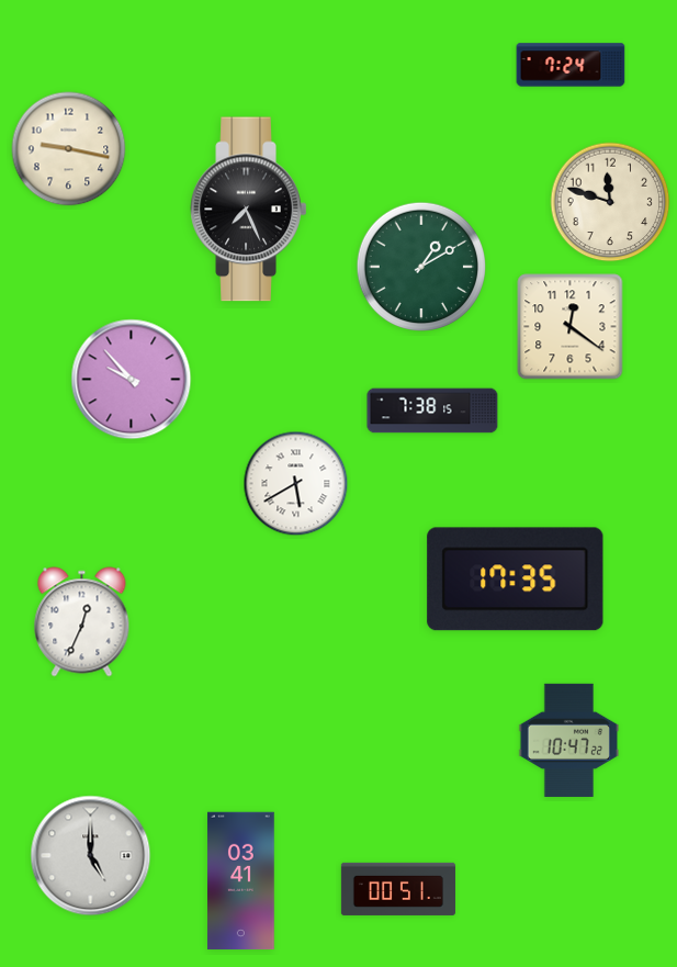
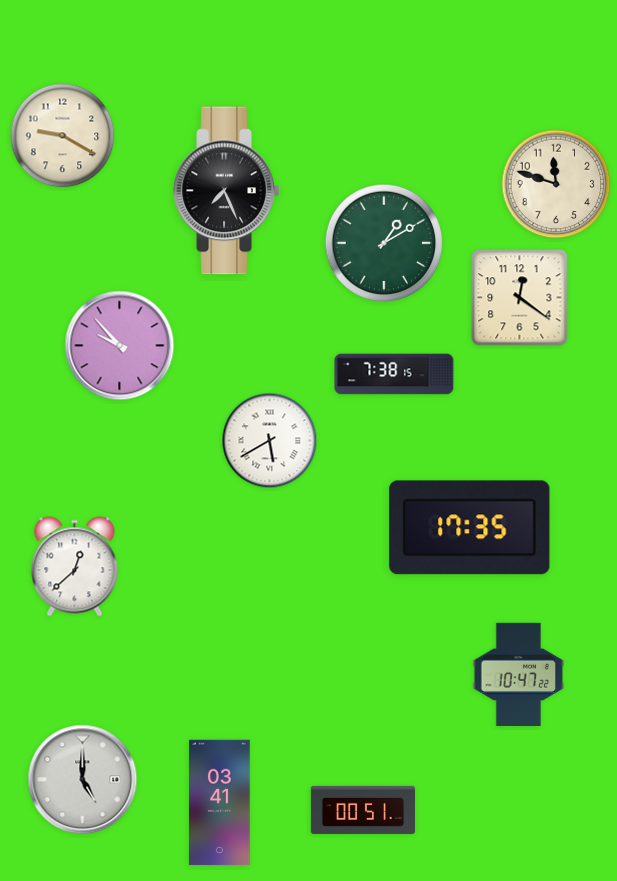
clock at (571, 65): 7:24 -> none
clock at (69, 149): 9:17 -> 9:20
clock at (82, 622): 12:34 -> 12:38
